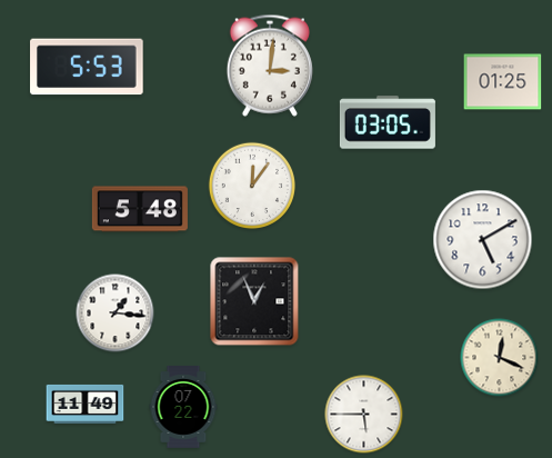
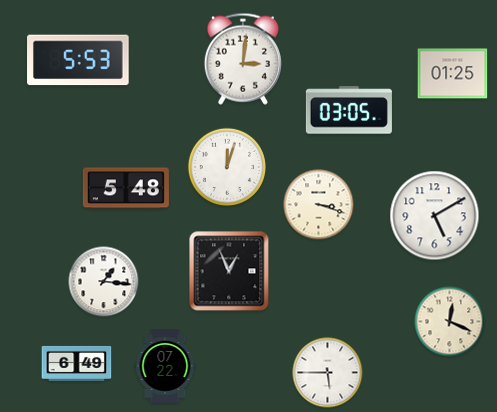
clock at (251, 185): 12:06 -> 12:03
clock at (319, 205): none -> 3:18
clock at (86, 404): 11:49 -> 6:49
